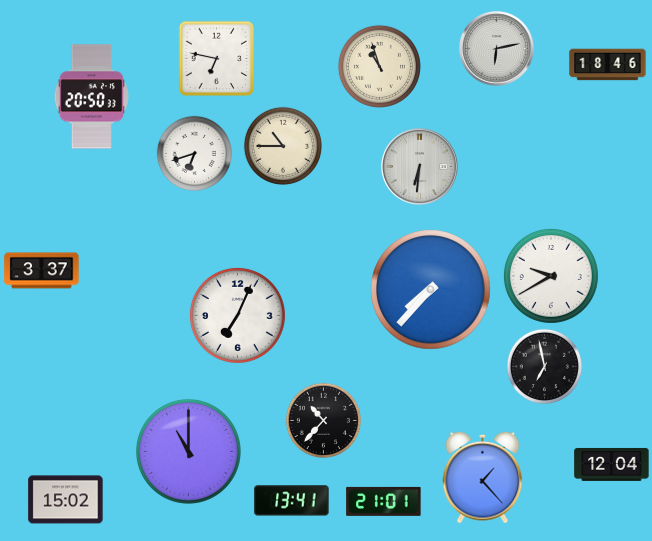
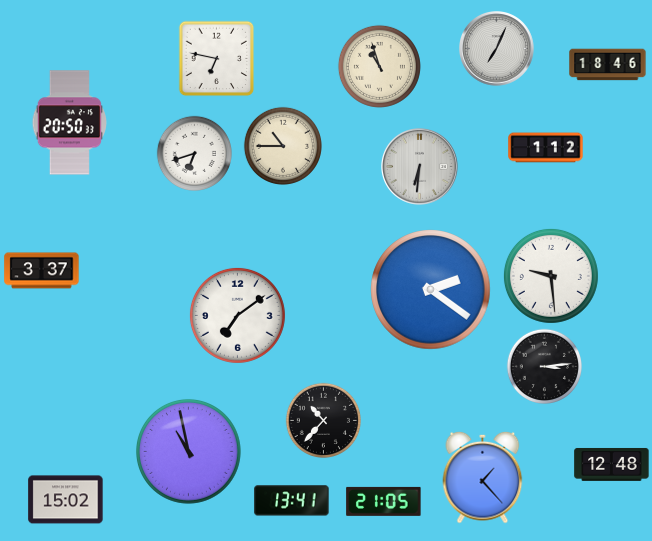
clock at (497, 49): 6:13 -> 7:04
clock at (91, 97) position: (91, 97) -> (69, 123)
clock at (546, 148): none -> 1:12
clock at (551, 276): 9:40 -> 9:29
clock at (431, 290): 7:37 -> 2:21
clock at (237, 315): 7:04 -> 7:09
clock at (544, 366): 6:58 -> 3:14
clock at (189, 452): 11:00 -> 10:58
clock at (612, 464): 12:04 -> 12:48
clock at (384, 501): 21:01 -> 21:05
